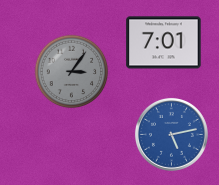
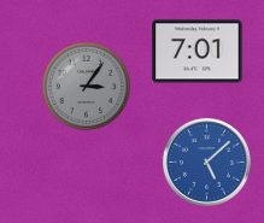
clock at (171, 134): 5:13 -> 5:08
